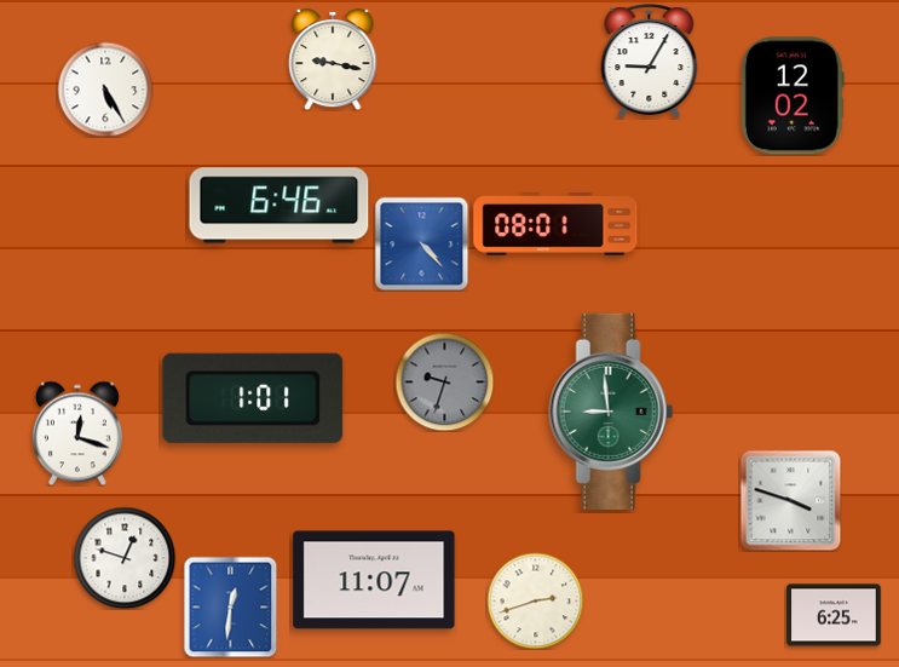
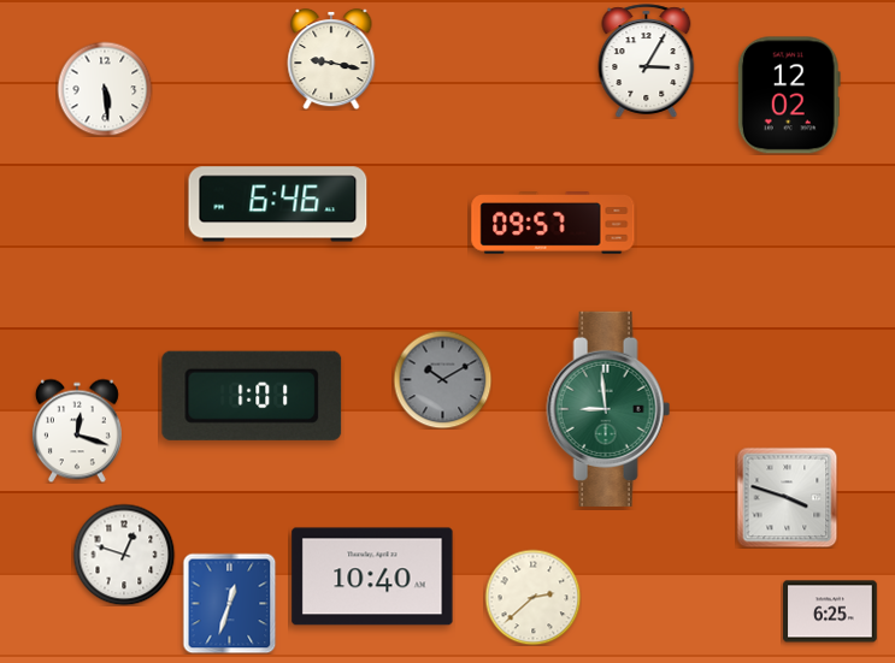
clock at (650, 62): 9:05 -> 3:05
clock at (105, 90): 5:25 -> 5:29
clock at (555, 224): 08:01 -> 09:57
clock at (421, 243): 4:23 -> none
clock at (444, 381): 9:33 -> 10:10
clock at (374, 580): 11:07 -> 10:40
clock at (535, 600): 2:42 -> 2:38
clock at (231, 606): 12:31 -> 12:33
